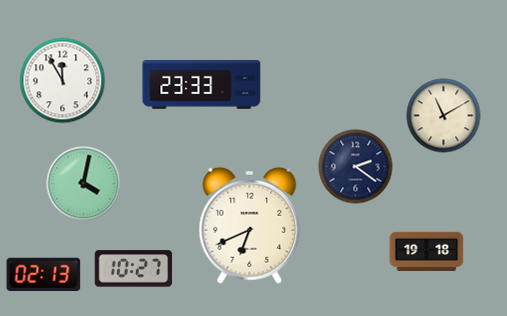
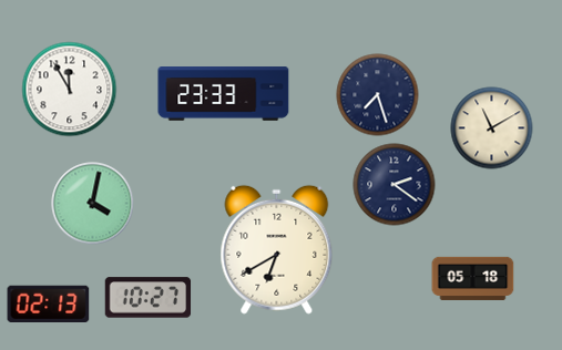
clock at (378, 95): none -> 7:27
clock at (250, 225): 6:41 -> 6:40
clock at (427, 251): 19:18 -> 05:18
